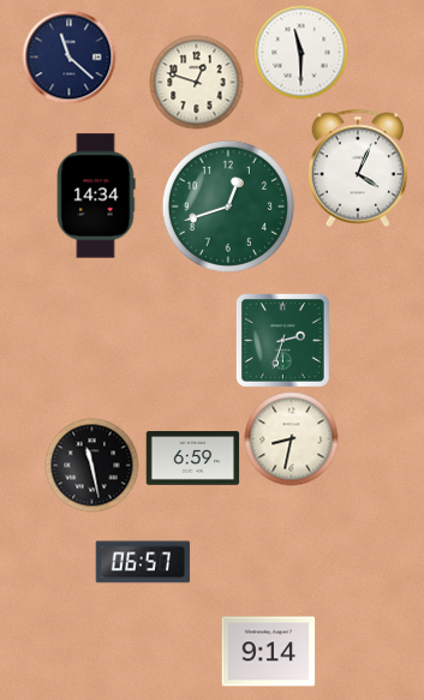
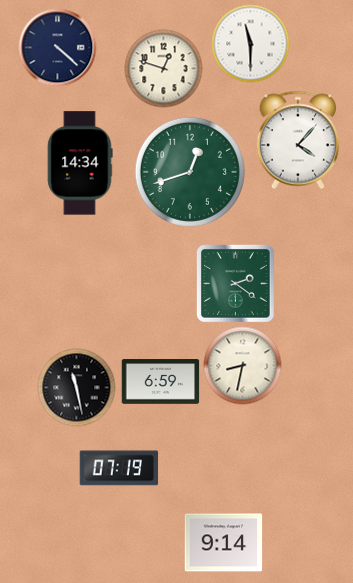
clock at (68, 56): 11:22 -> 4:22
clock at (357, 168): 4:04 -> 4:07
clock at (282, 340): 2:33 -> 2:21
clock at (143, 562): 06:57 -> 07:19
